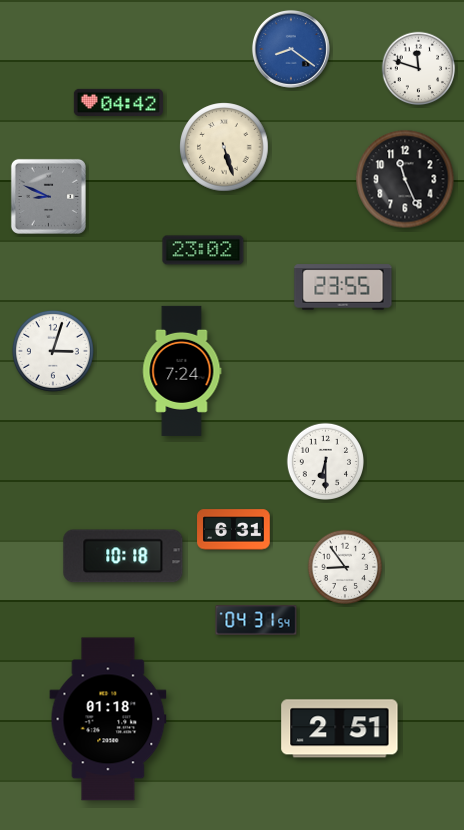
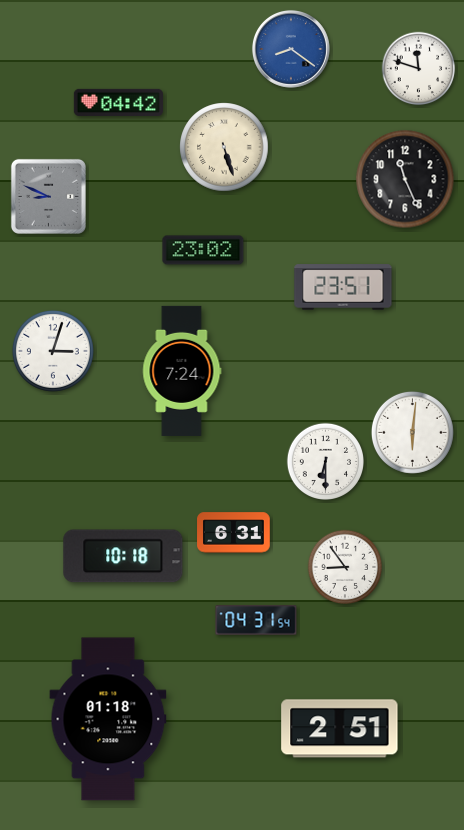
clock at (343, 287): 23:55 -> 23:51
clock at (412, 432): none -> 6:01
clock at (234, 530) position: (234, 530) -> (234, 533)
